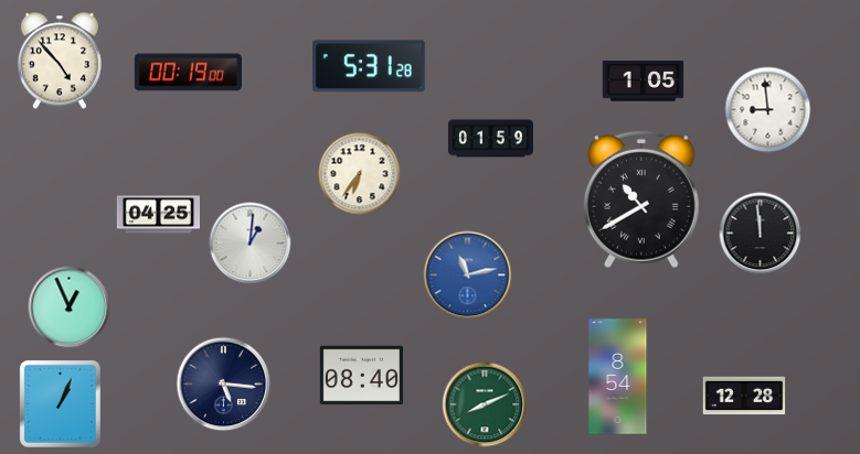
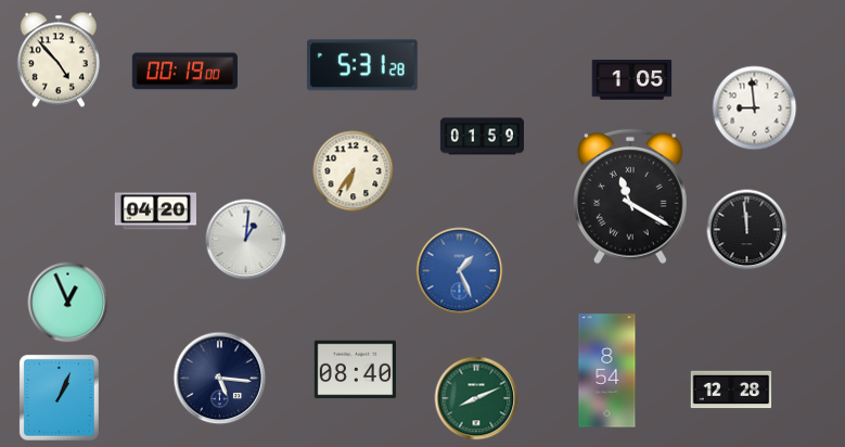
clock at (641, 199): 10:40 -> 11:20
clock at (158, 215): 04:25 -> 04:20
clock at (468, 275): 11:13 -> 1:26
